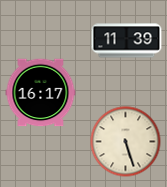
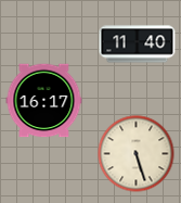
clock at (127, 41): 11:39 -> 11:40
